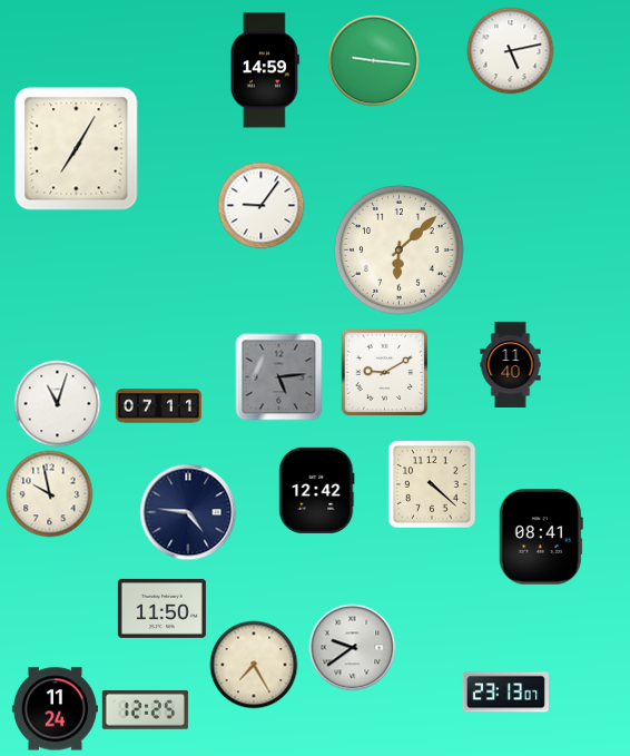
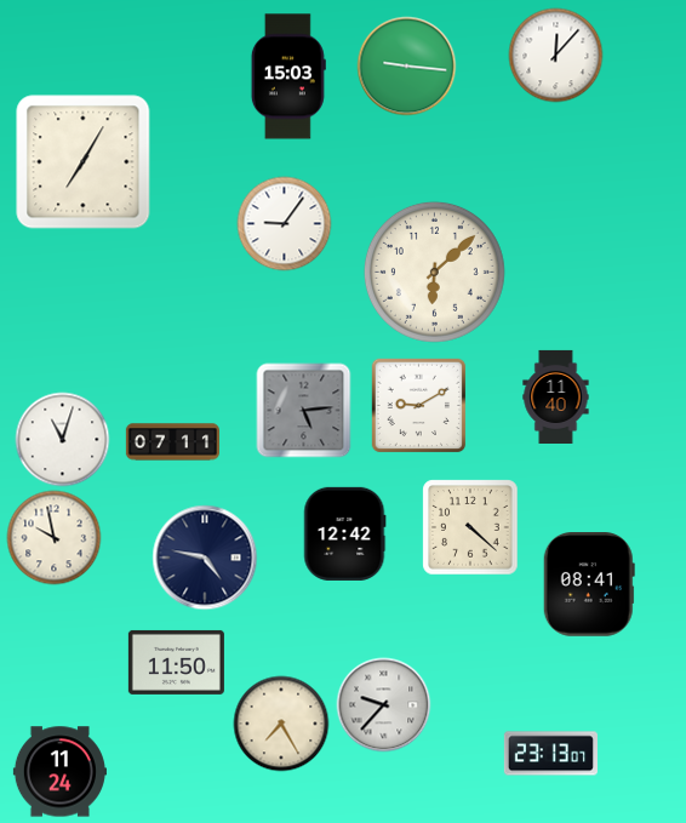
clock at (510, 50): 5:13 -> 12:07
clock at (265, 70): 14:59 -> 15:03
clock at (188, 512): 4:46 -> 4:47
clock at (352, 647): 9:39 -> 9:37
clock at (254, 665) position: (254, 665) -> (281, 724)
clock at (145, 709): 12:25 -> none
